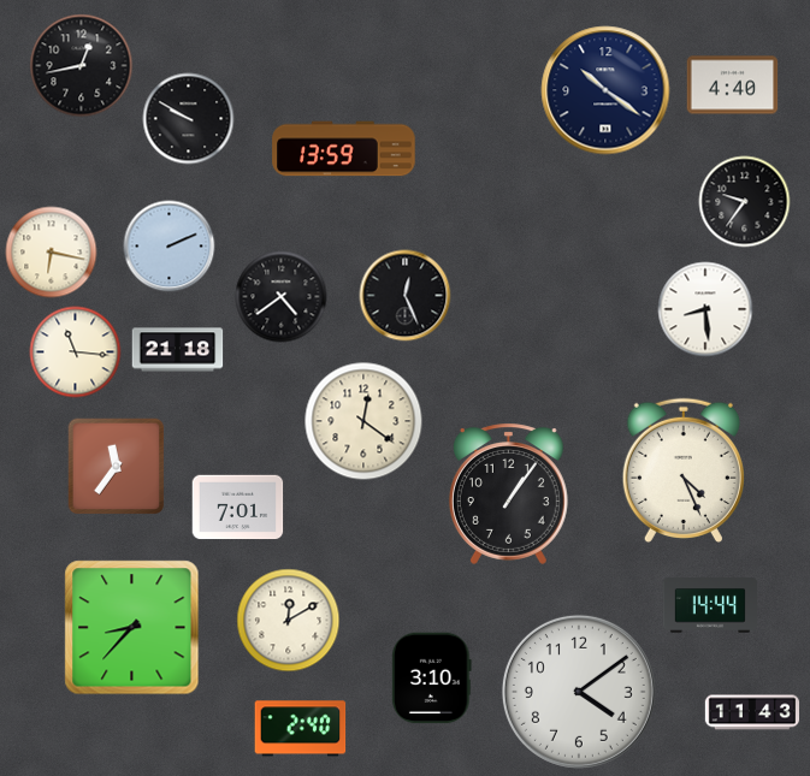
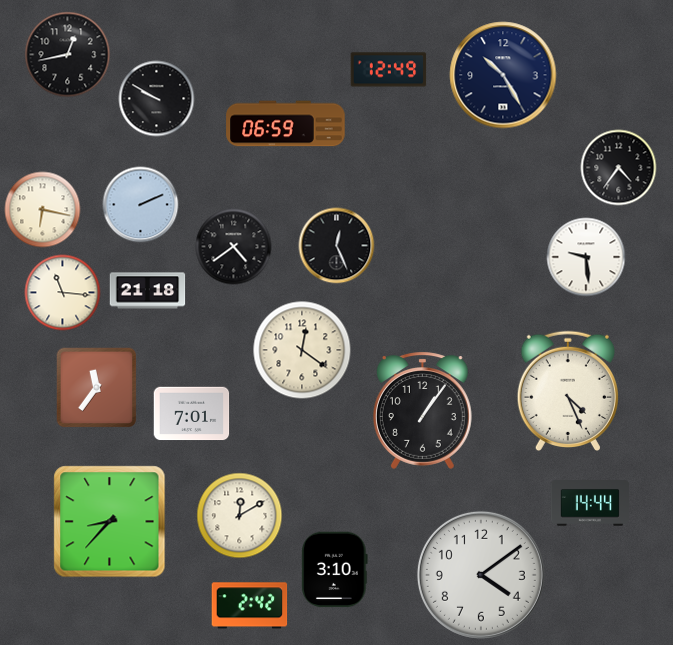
clock at (389, 70): none -> 12:49
clock at (733, 85): 4:40 -> none
clock at (605, 90): 10:21 -> 10:25
clock at (344, 149): 13:59 -> 06:59
clock at (745, 202): 9:36 -> 4:36
clock at (705, 309): 8:29 -> 9:29
clock at (238, 508) position: (238, 508) -> (192, 414)
clock at (432, 679) position: (432, 679) -> (335, 570)
clock at (751, 712): 11:43 -> none
clock at (301, 729): 2:40 -> 2:42
